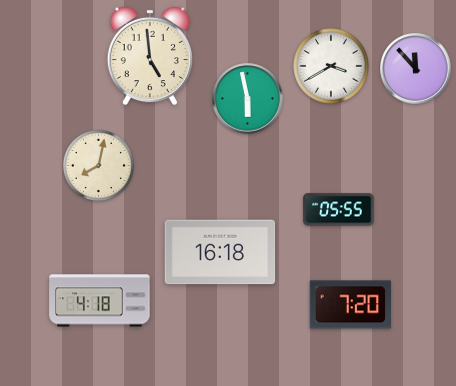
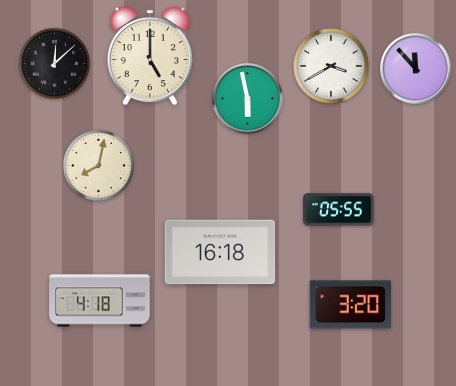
clock at (150, 56): 4:59 -> 5:00
clock at (54, 63): none -> 12:08
clock at (350, 305): 7:20 -> 3:20
